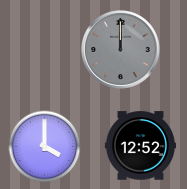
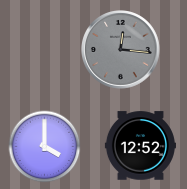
clock at (121, 50): 12:00 -> 12:16
